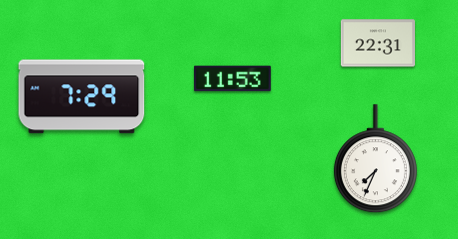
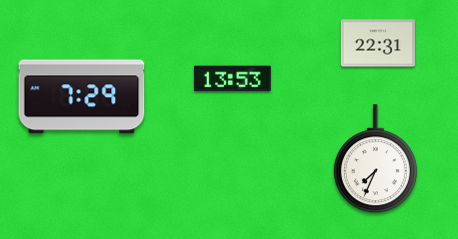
clock at (233, 79): 11:53 -> 13:53
